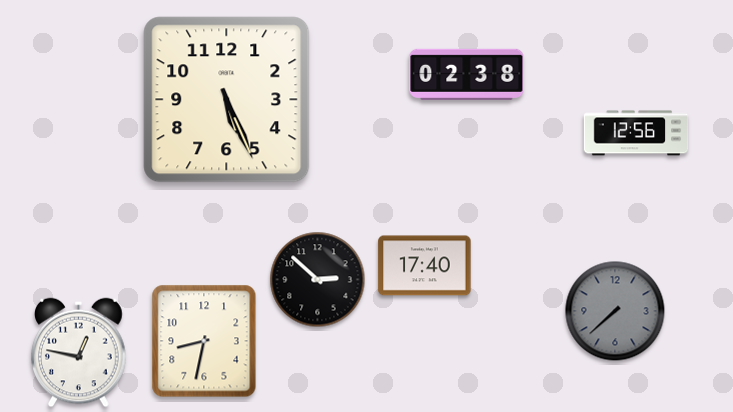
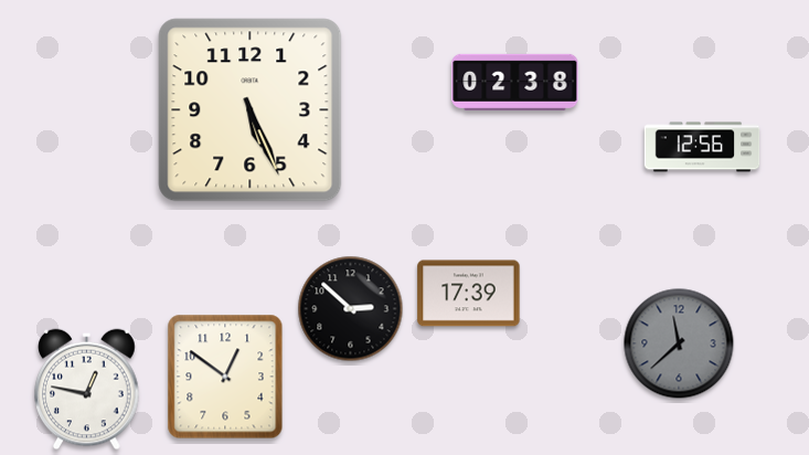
clock at (425, 266): 17:40 -> 17:39
clock at (615, 311): 7:38 -> 11:38
clock at (204, 341): 8:32 -> 12:51
